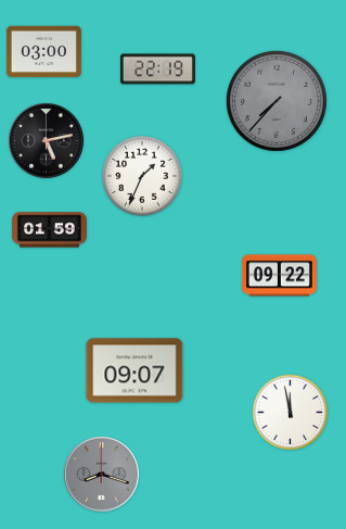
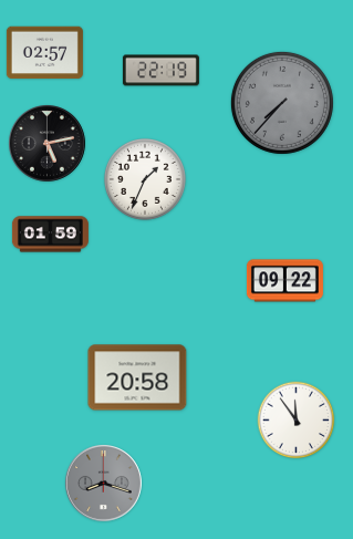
clock at (43, 52): 03:00 -> 02:57
clock at (134, 370): 09:07 -> 20:58
clock at (291, 413): 11:58 -> 11:54
